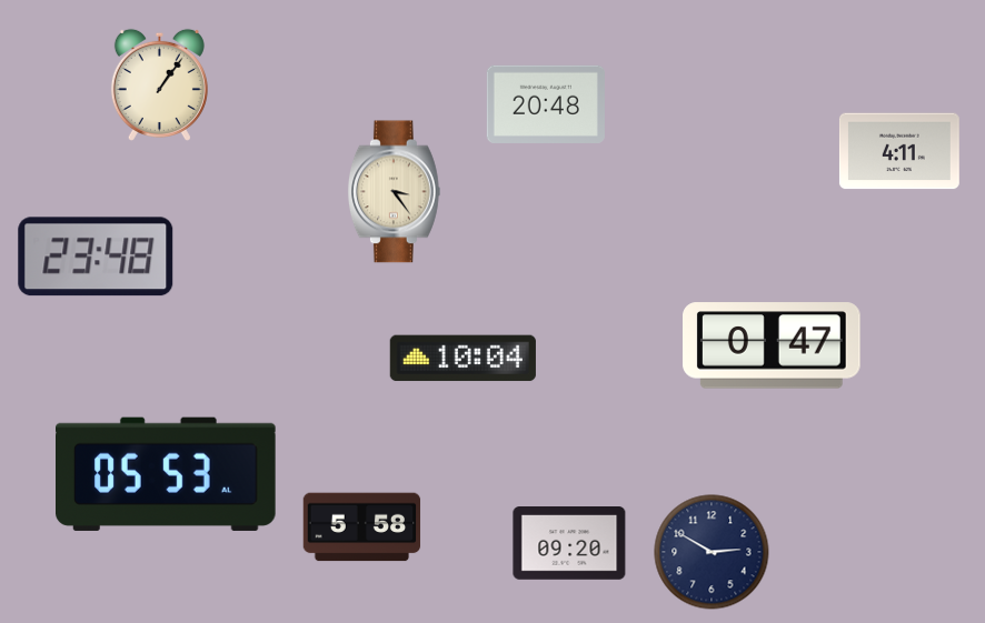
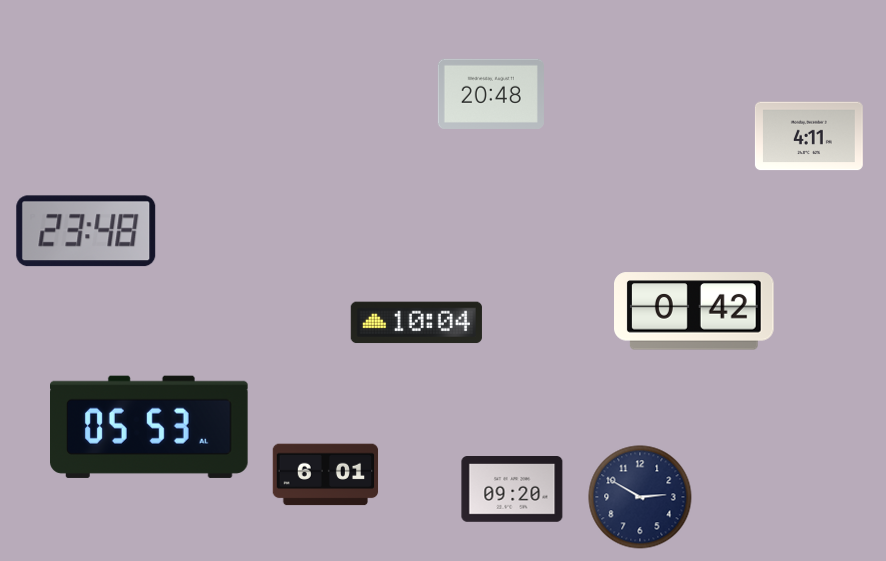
clock at (159, 84): 1:06 -> none
clock at (394, 192): 3:24 -> none
clock at (773, 345): 0:47 -> 0:42
clock at (362, 527): 5:58 -> 6:01
